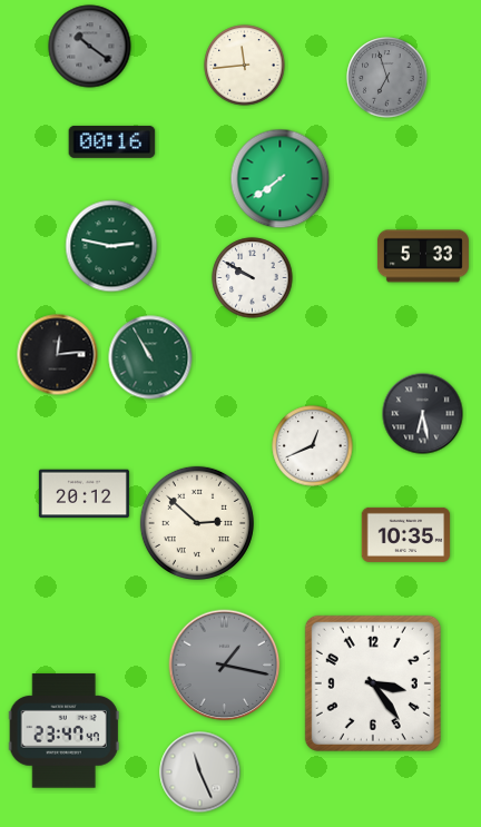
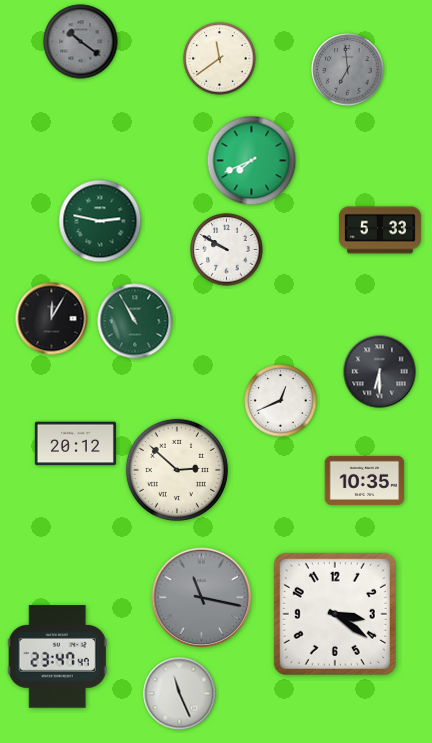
clock at (245, 66): 11:44 -> 11:39
clock at (387, 78): 6:57 -> 6:59
clock at (112, 141): 00:16 -> none
clock at (281, 179): 7:39 -> 7:41
clock at (58, 355): 12:14 -> 12:05
clock at (423, 414): 6:28 -> 6:30
clock at (225, 666): 1:17 -> 11:17
clock at (373, 683): 3:24 -> 3:21
